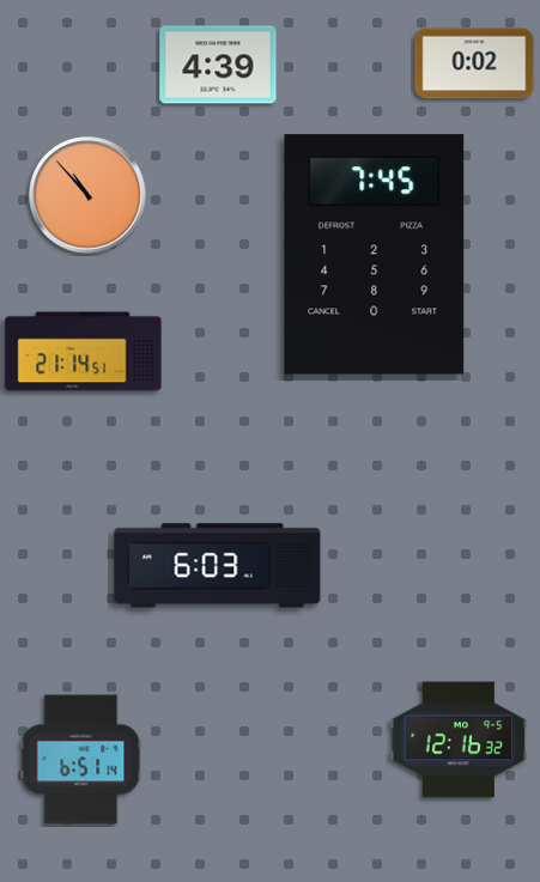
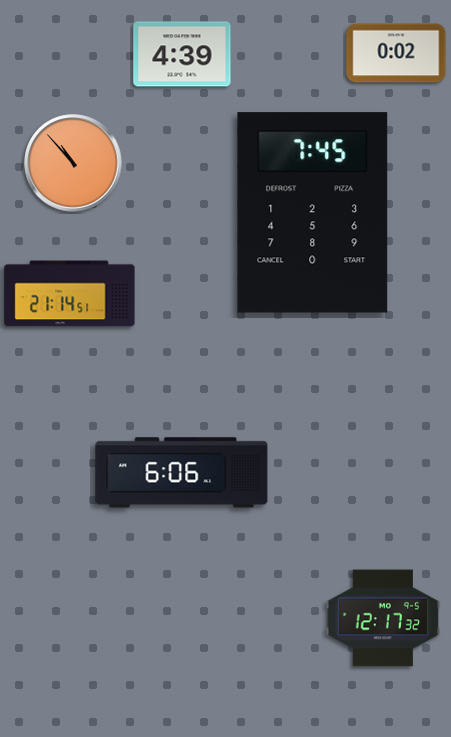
clock at (218, 566): 6:03 -> 6:06
clock at (459, 740): 12:16 -> 12:17
clock at (81, 760): 6:51 -> none
